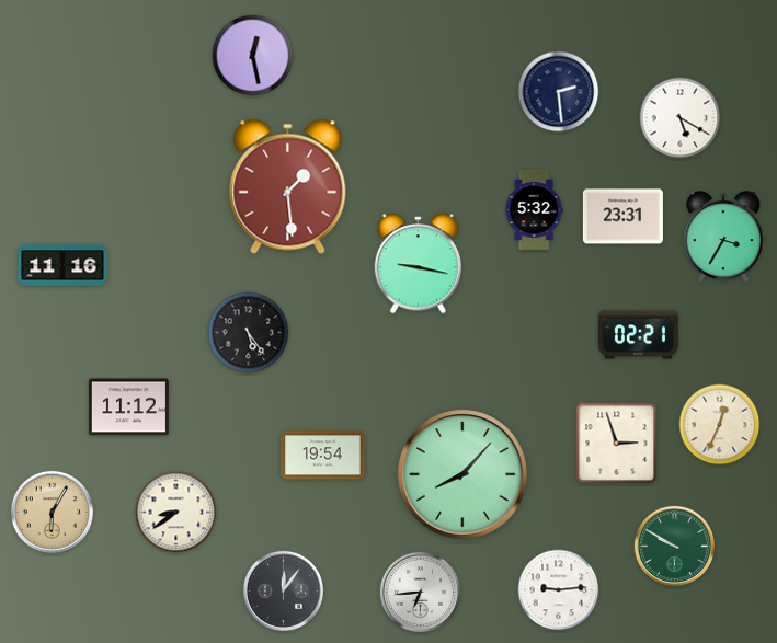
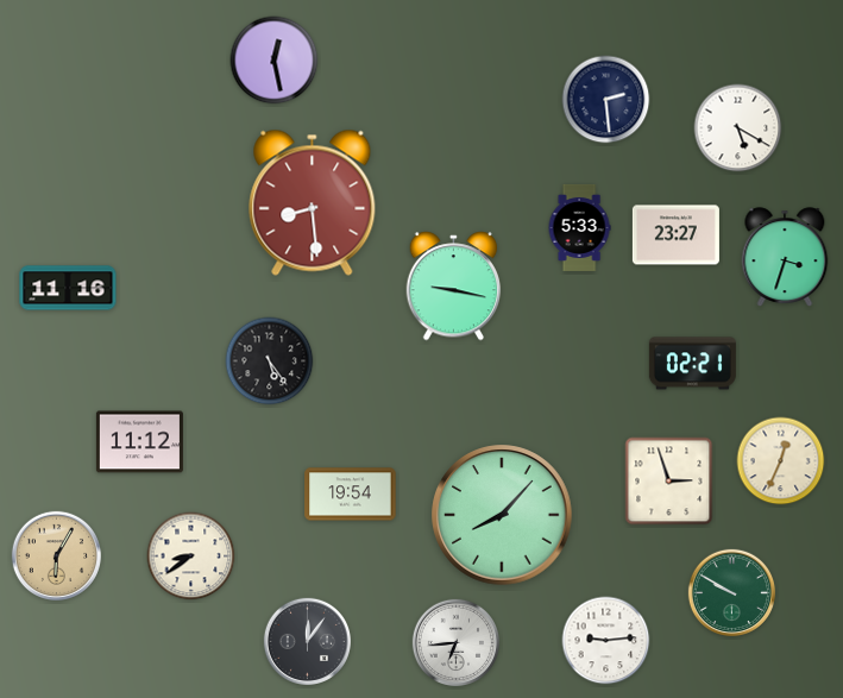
clock at (288, 186): 1:29 -> 8:29
clock at (534, 209): 5:32 -> 5:33
clock at (622, 217): 23:31 -> 23:27
clock at (723, 237): 3:35 -> 3:33
